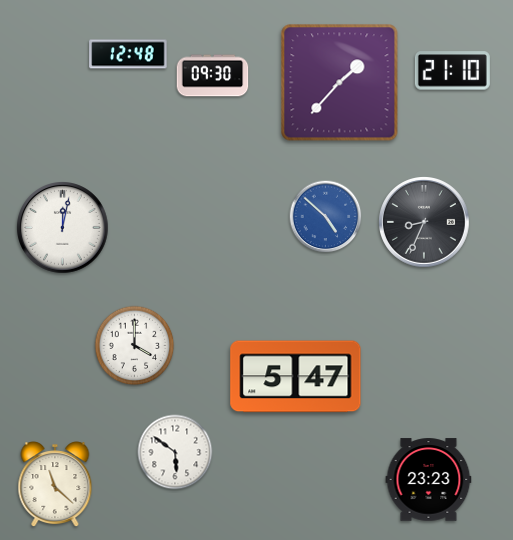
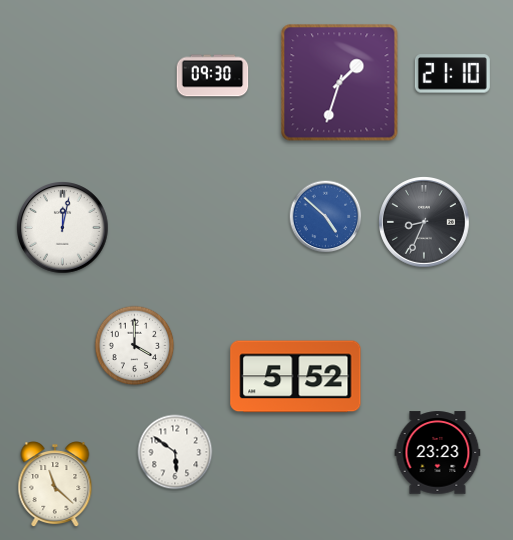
clock at (128, 54): 12:48 -> none
clock at (452, 71) position: (452, 71) -> (452, 74)
clock at (340, 83): 1:37 -> 1:33
clock at (296, 377): 5:47 -> 5:52
clock at (429, 480) position: (429, 480) -> (438, 453)
